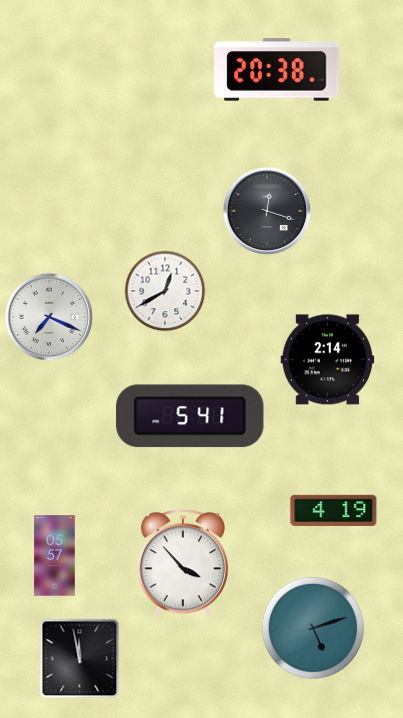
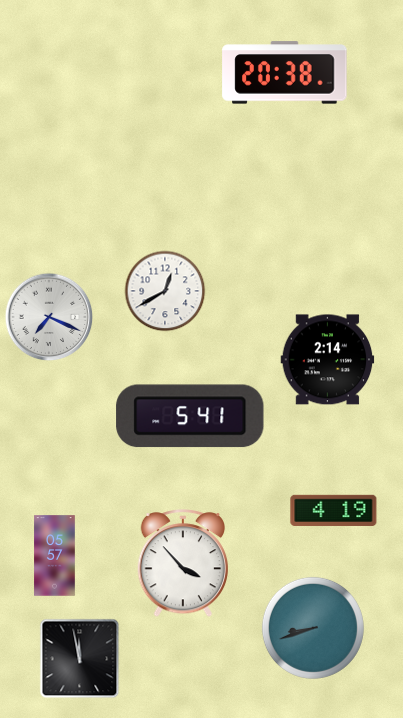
clock at (277, 70) position: (277, 70) -> (285, 73)
clock at (267, 211): 12:18 -> none
clock at (313, 628): 5:12 -> 8:42
